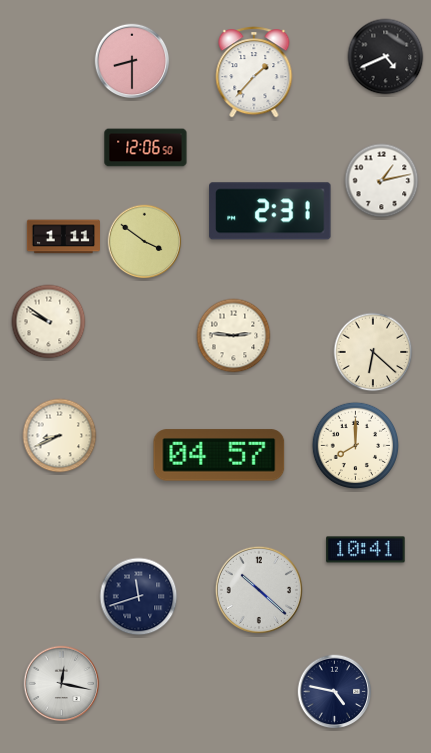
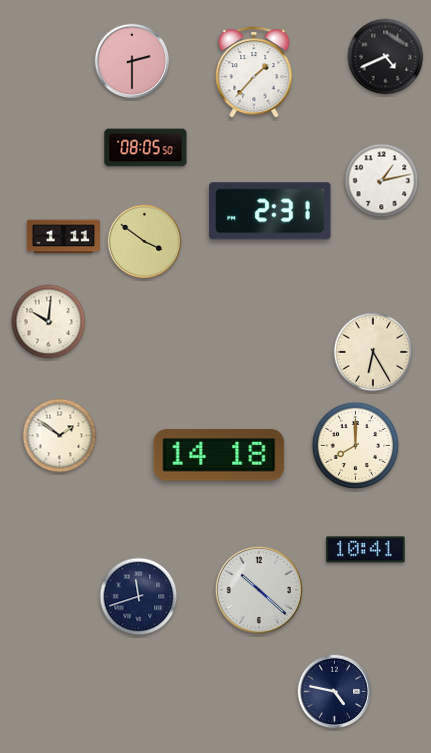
clock at (132, 61): 8:30 -> 2:30
clock at (146, 148): 12:06 -> 08:05
clock at (49, 322): 9:51 -> 10:01
clock at (234, 336): 2:46 -> none
clock at (373, 352): 6:22 -> 6:25
clock at (60, 436): 8:41 -> 1:51
clock at (219, 455): 04:57 -> 14:18
clock at (62, 684): 12:17 -> none
